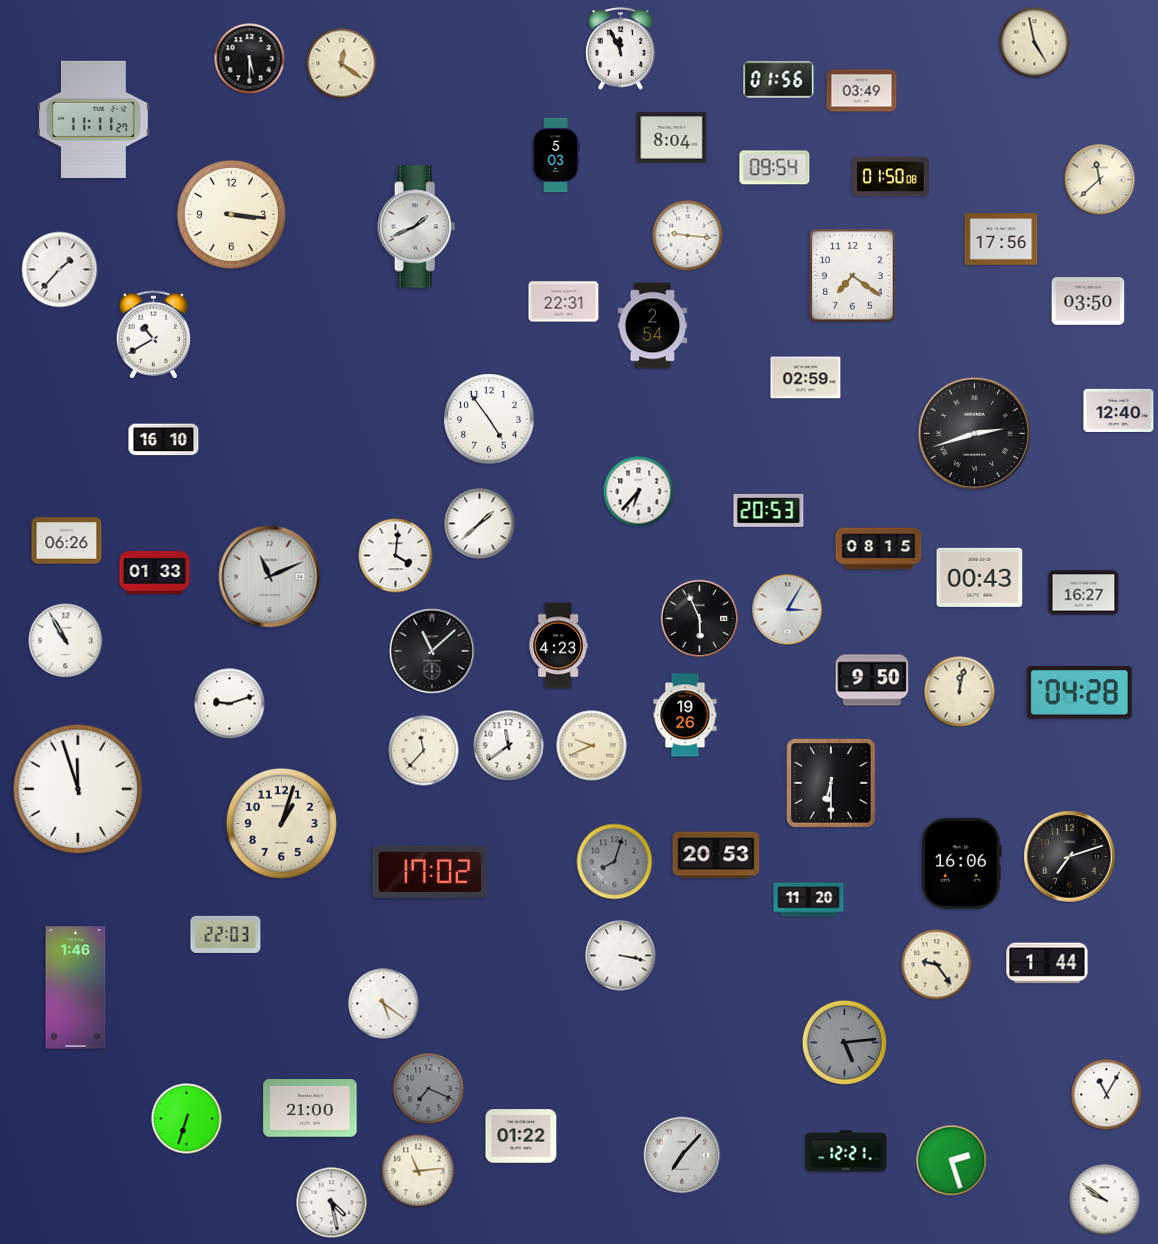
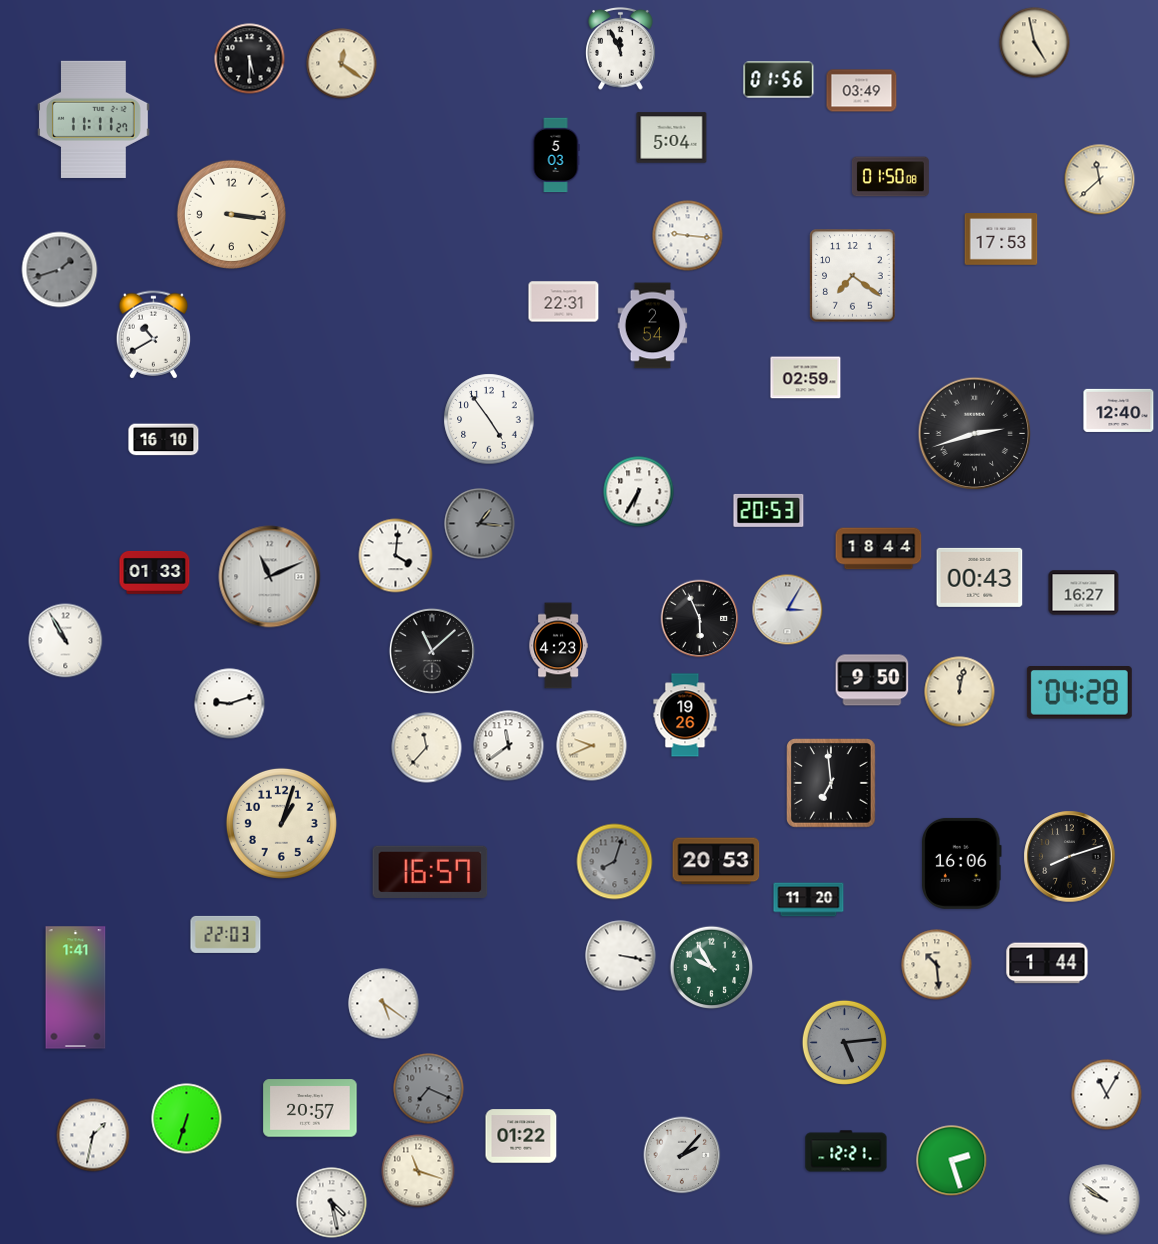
clock at (672, 138): 8:04 -> 5:04
clock at (775, 168): 09:54 -> none
clock at (417, 227): 1:41 -> none
clock at (1001, 239): 17:56 -> 17:53
clock at (60, 270): 1:37 -> 1:42
clock at (60, 270) dial: white -> grey
clock at (1088, 301): 03:50 -> none
clock at (639, 492): 6:37 -> 6:35
clock at (480, 524): 1:38 -> 1:16
clock at (480, 524) dial: white -> grey
clock at (67, 541): 06:26 -> none
clock at (879, 549): 08:15 -> 18:44
clock at (424, 751) position: (424, 751) -> (427, 748)
clock at (832, 784): 6:30 -> 6:59
clock at (78, 789): 11:57 -> none
clock at (716, 855) position: (716, 855) -> (716, 861)
clock at (1070, 857): 7:12 -> 8:12
clock at (430, 871): 17:02 -> 16:57
clock at (937, 965): 9:24 -> 10:29
clock at (712, 968): none -> 9:55
clock at (76, 988): 1:46 -> 1:41
clock at (310, 1108): 21:00 -> 20:57
clock at (93, 1135): none -> 1:32
clock at (682, 1155): 7:07 -> 2:07
clock at (418, 1171): 11:14 -> 11:18
